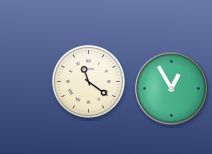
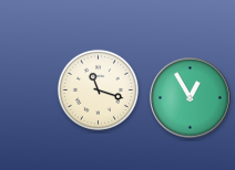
clock at (88, 81): 11:21 -> 11:18
